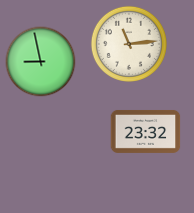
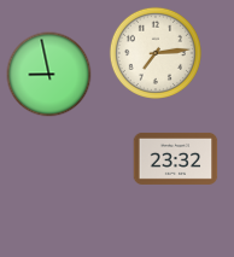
clock at (129, 44): 11:14 -> 7:14
